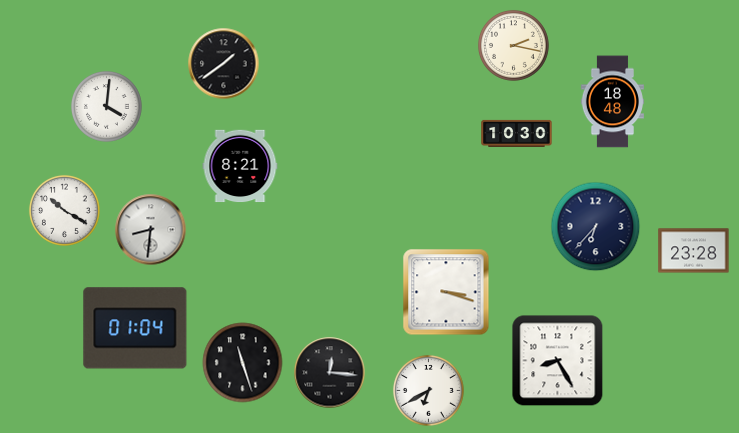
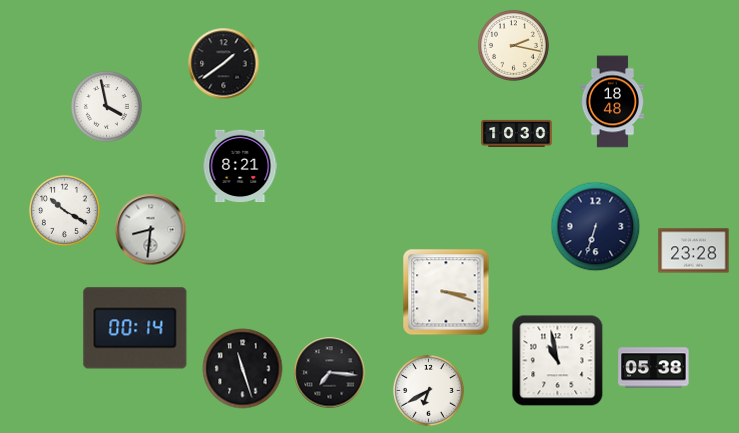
clock at (106, 106): 4:01 -> 3:58
clock at (596, 227): 6:37 -> 6:33
clock at (135, 328): 01:04 -> 00:14
clock at (558, 361): 8:25 -> 10:58
clock at (243, 363) position: (243, 363) -> (243, 369)
clock at (654, 368): none -> 05:38
clock at (330, 373): 12:16 -> 7:16
